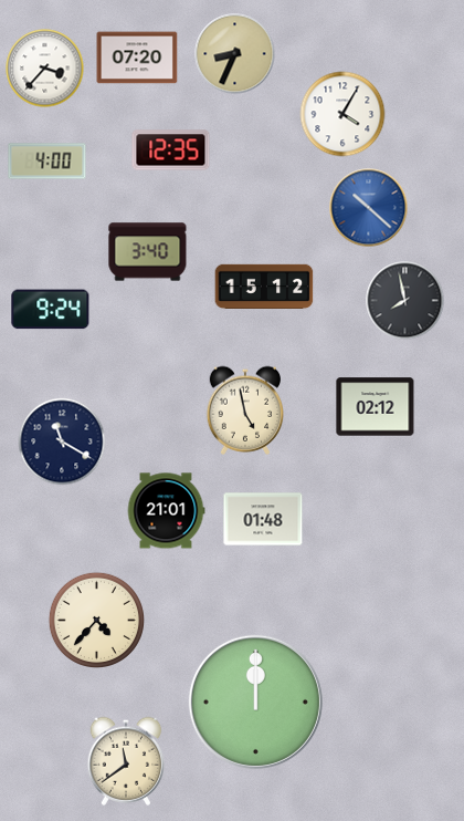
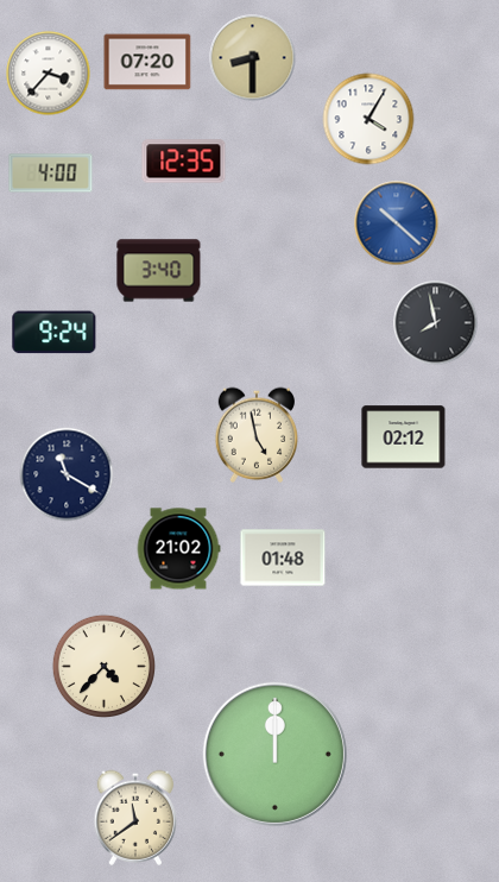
clock at (235, 54): 8:34 -> 8:30
clock at (342, 114) position: (342, 114) -> (368, 119)
clock at (264, 285): 15:12 -> none
clock at (245, 410) position: (245, 410) -> (257, 435)
clock at (166, 511): 21:01 -> 21:02
